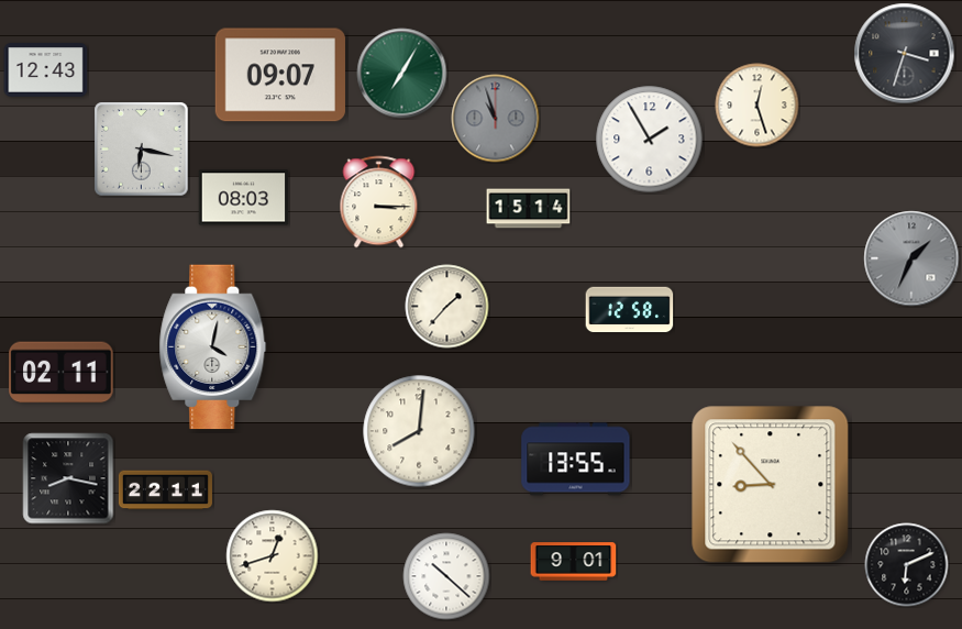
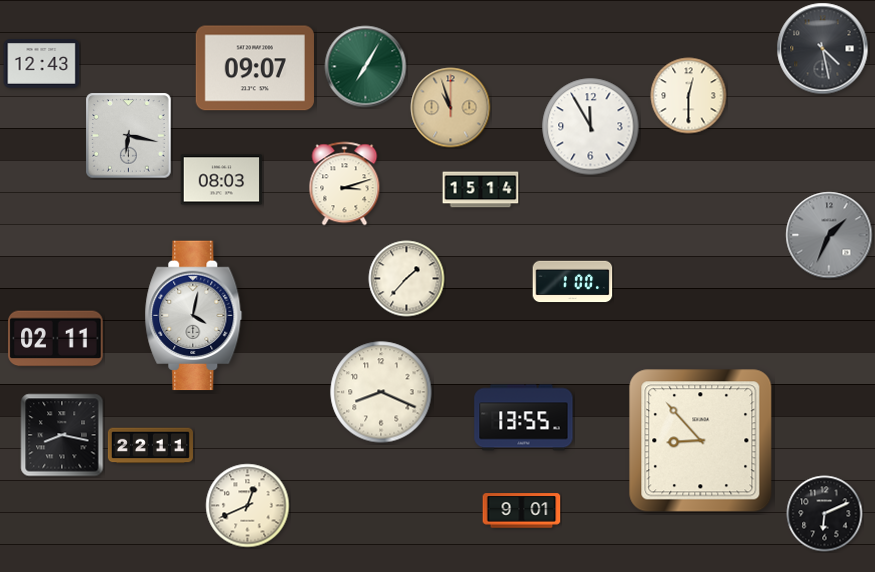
clock at (905, 54): 3:33 -> 4:28
clock at (758, 106): 12:27 -> 12:30
clock at (496, 119) dial: grey -> champagne
clock at (650, 140): 1:55 -> 11:55
clock at (379, 202): 3:15 -> 3:12
clock at (630, 310): 12:58 -> 1:00
clock at (419, 431): 8:01 -> 8:19
clock at (273, 556): 12:42 -> 12:41
clock at (446, 576): 10:22 -> none
